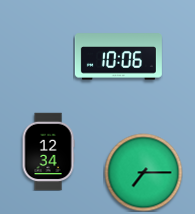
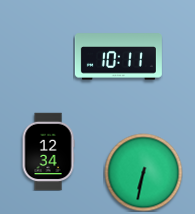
clock at (118, 57): 10:06 -> 10:11
clock at (143, 172): 7:15 -> 6:32
